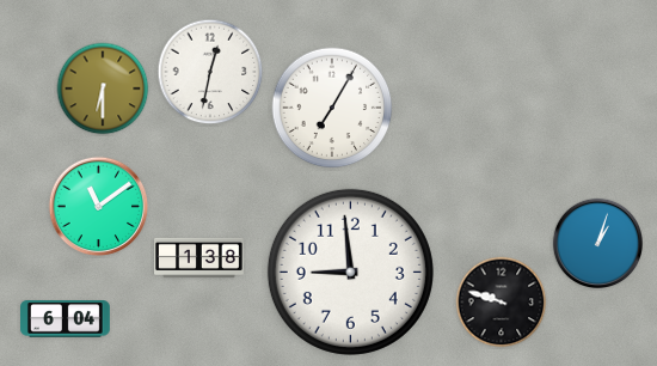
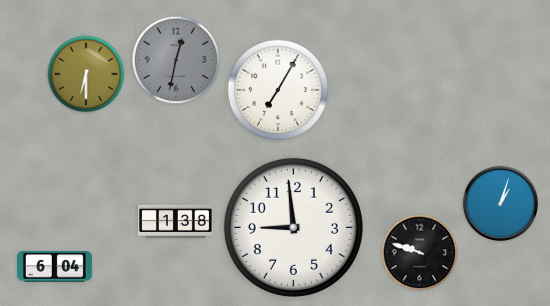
clock at (210, 72) dial: white -> grey
clock at (99, 207): 11:09 -> none
clock at (199, 258) position: (199, 258) -> (176, 222)
